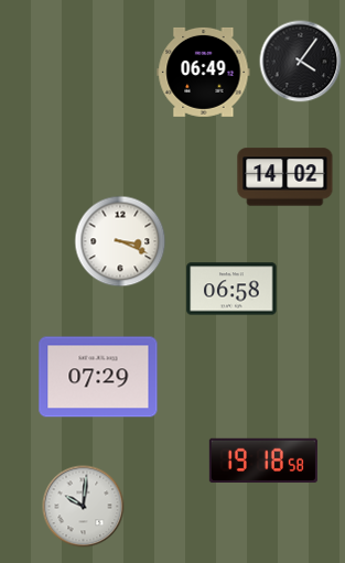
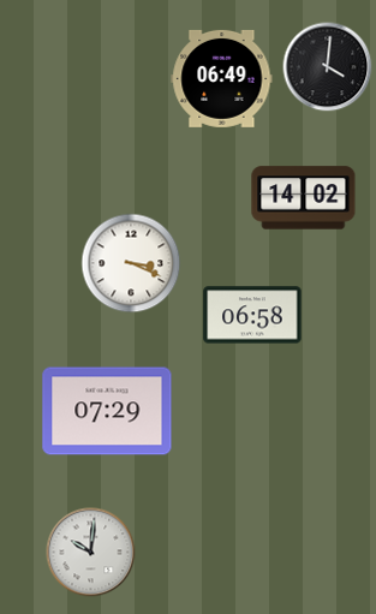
clock at (301, 62): 4:06 -> 4:01
clock at (285, 177) position: (285, 177) -> (304, 198)
clock at (263, 459): 19:18 -> none
